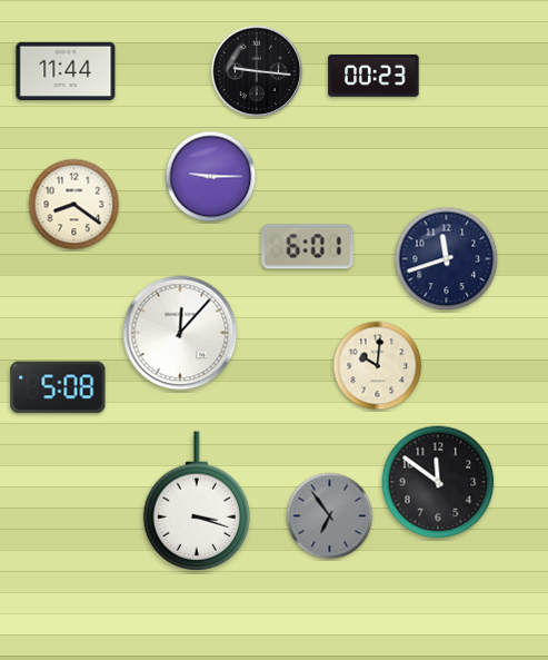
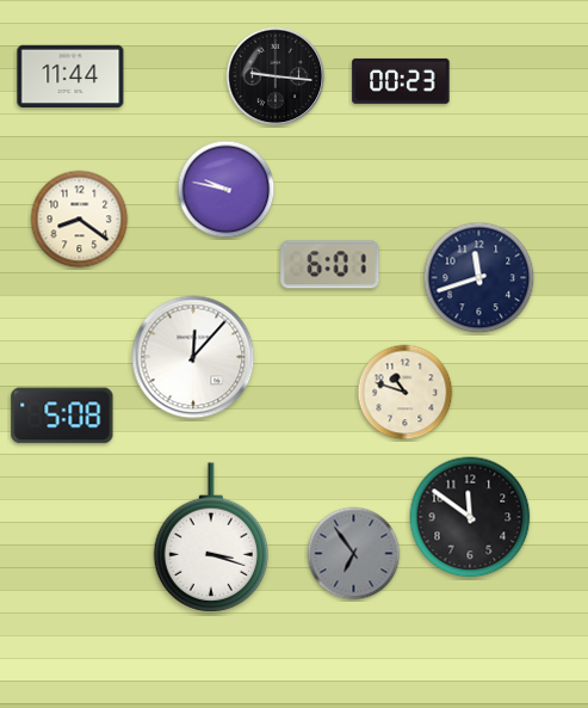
clock at (211, 177): 9:15 -> 9:47
clock at (378, 366): 10:01 -> 10:48
